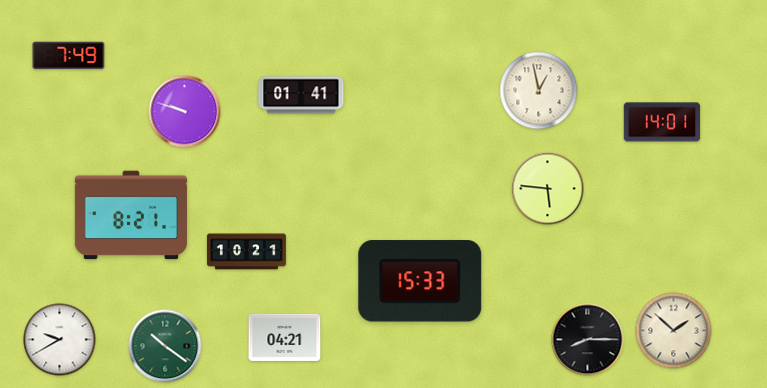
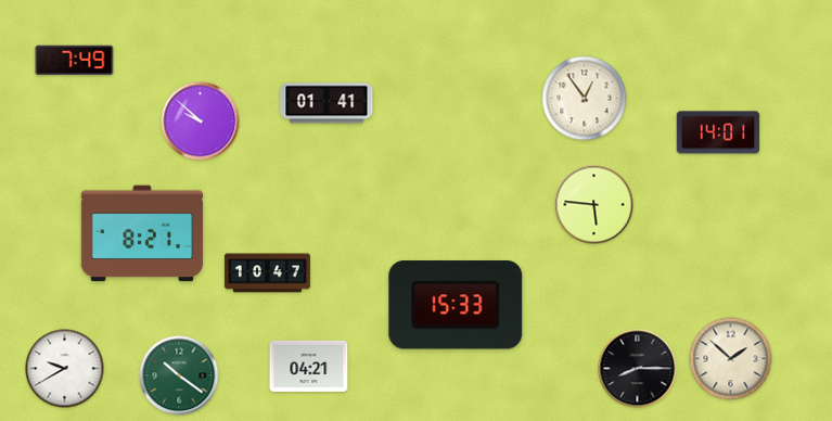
clock at (539, 91): 12:58 -> 12:54
clock at (185, 112): 9:48 -> 9:52
clock at (246, 252): 10:21 -> 10:47
